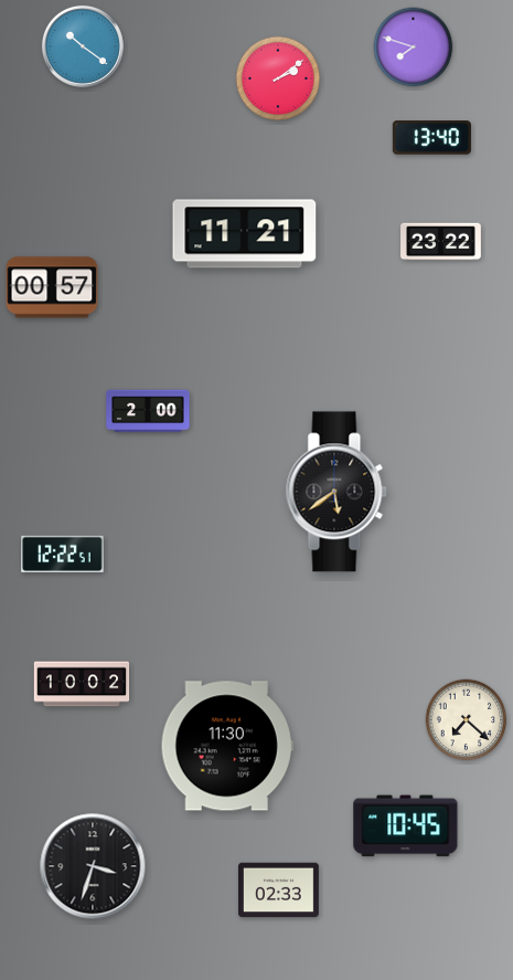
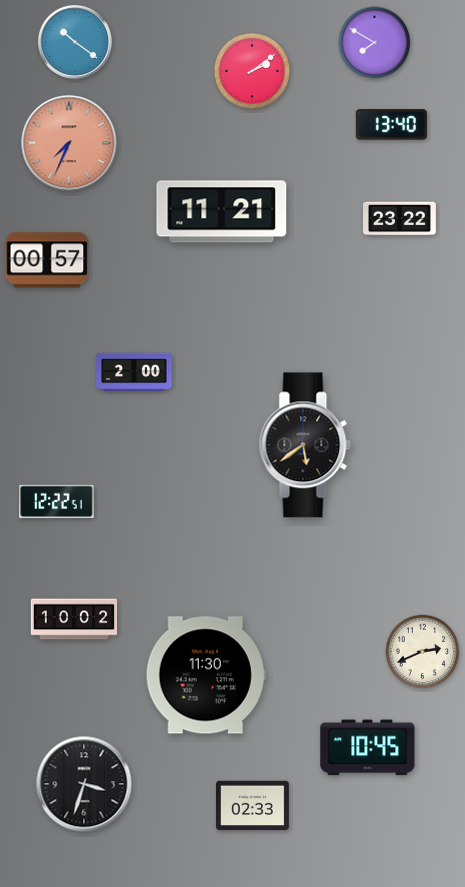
clock at (414, 48): 7:48 -> 7:50
clock at (69, 143): none -> 7:34
clock at (467, 720): 7:22 -> 2:41
